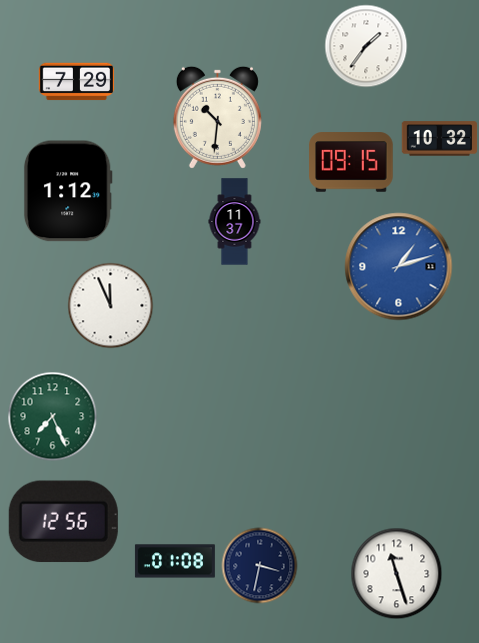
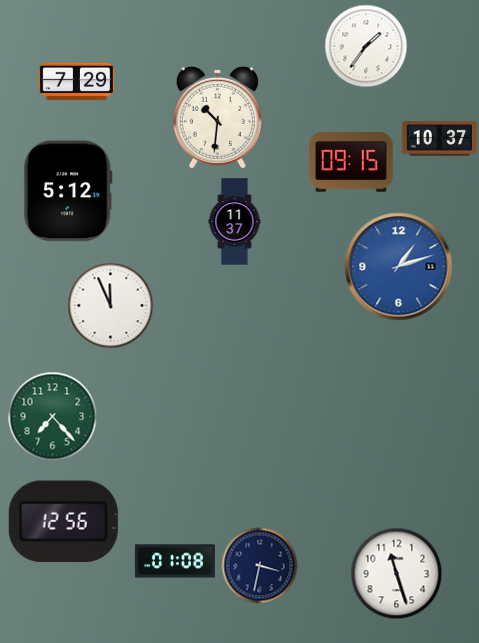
clock at (440, 139): 10:32 -> 10:37
clock at (68, 191): 1:12 -> 5:12
clock at (53, 417): 7:26 -> 7:23
